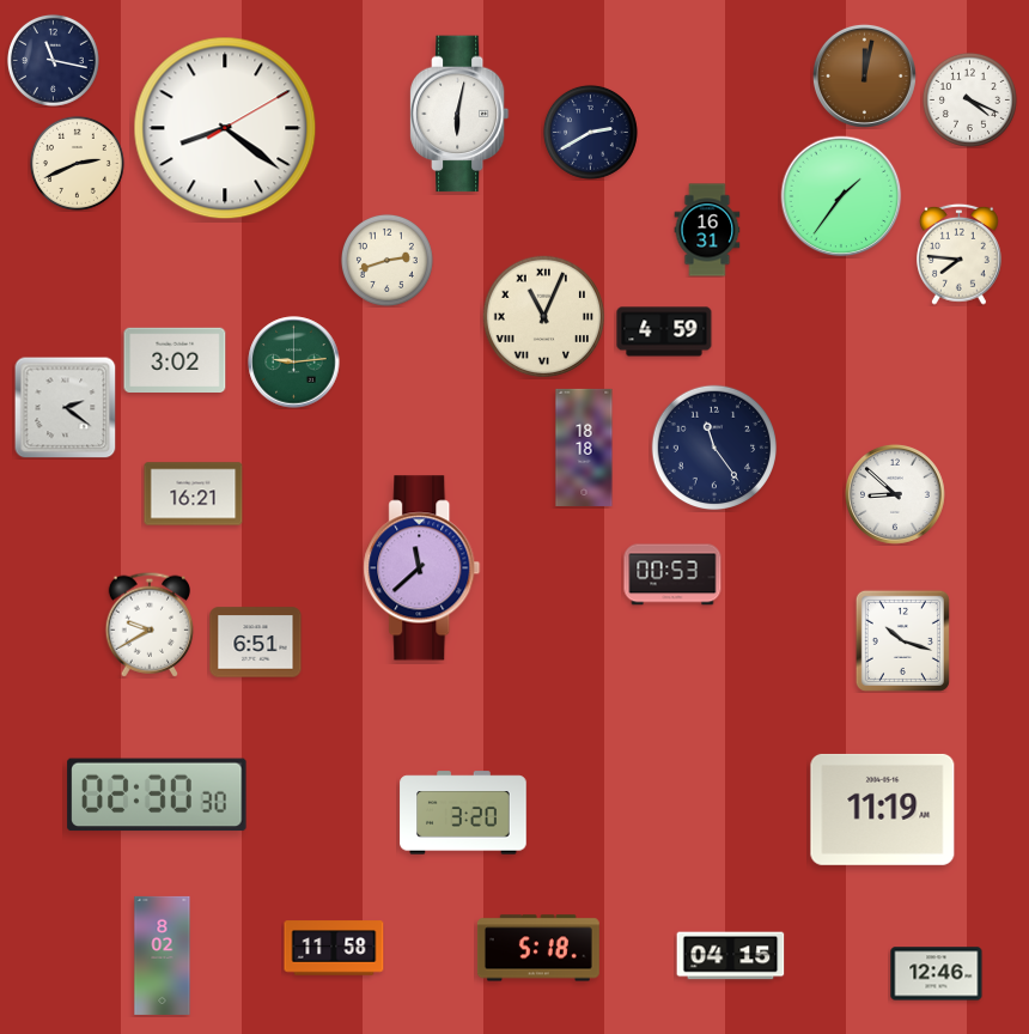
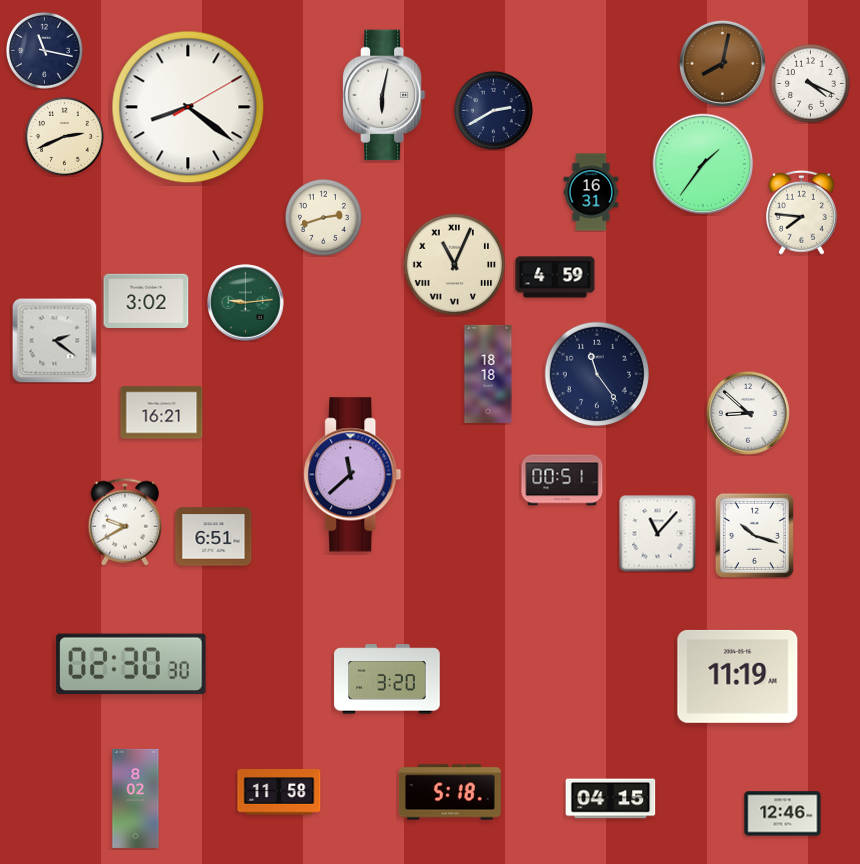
clock at (864, 75): 12:02 -> 8:02
clock at (672, 574): 00:53 -> 00:51
clock at (658, 534): none -> 11:07
